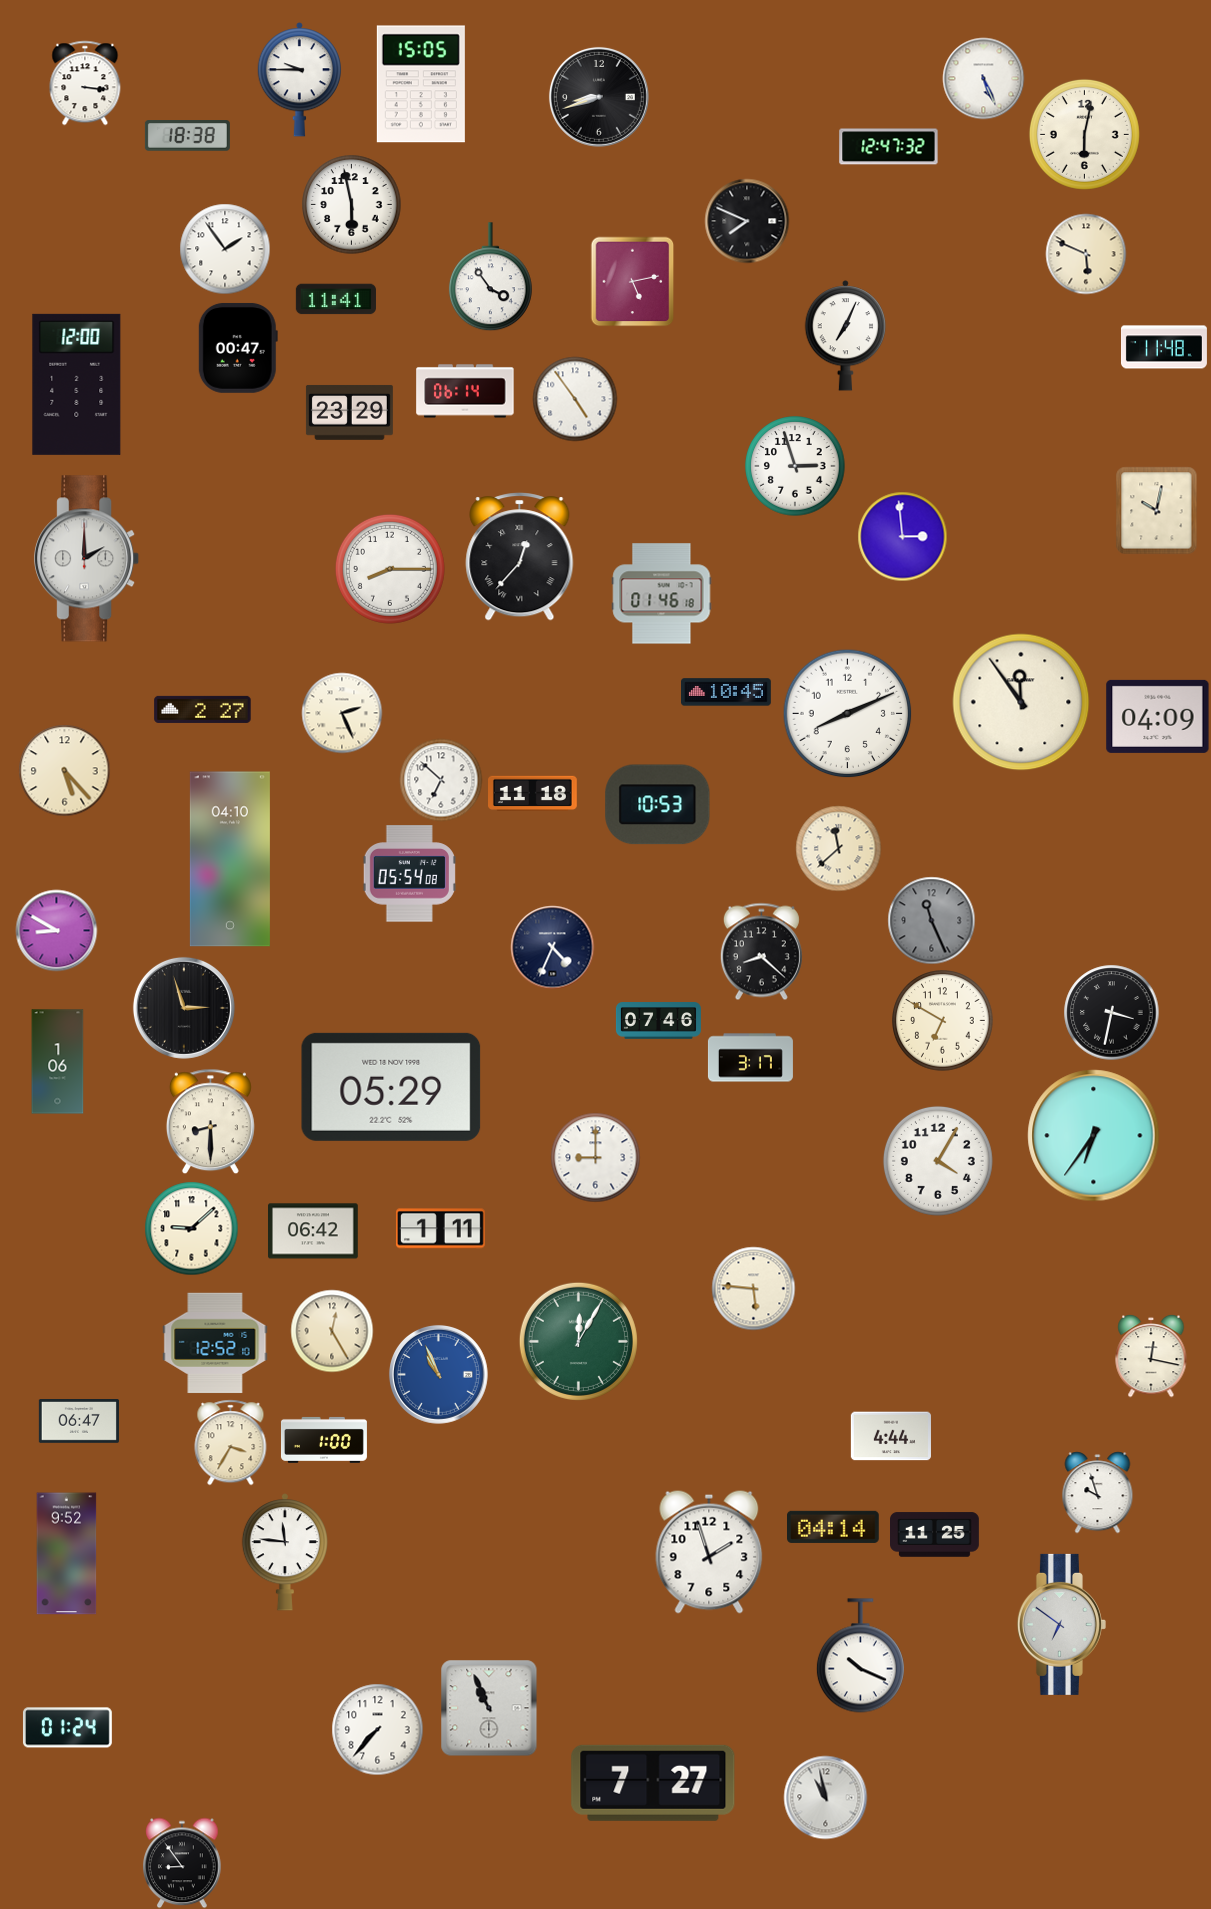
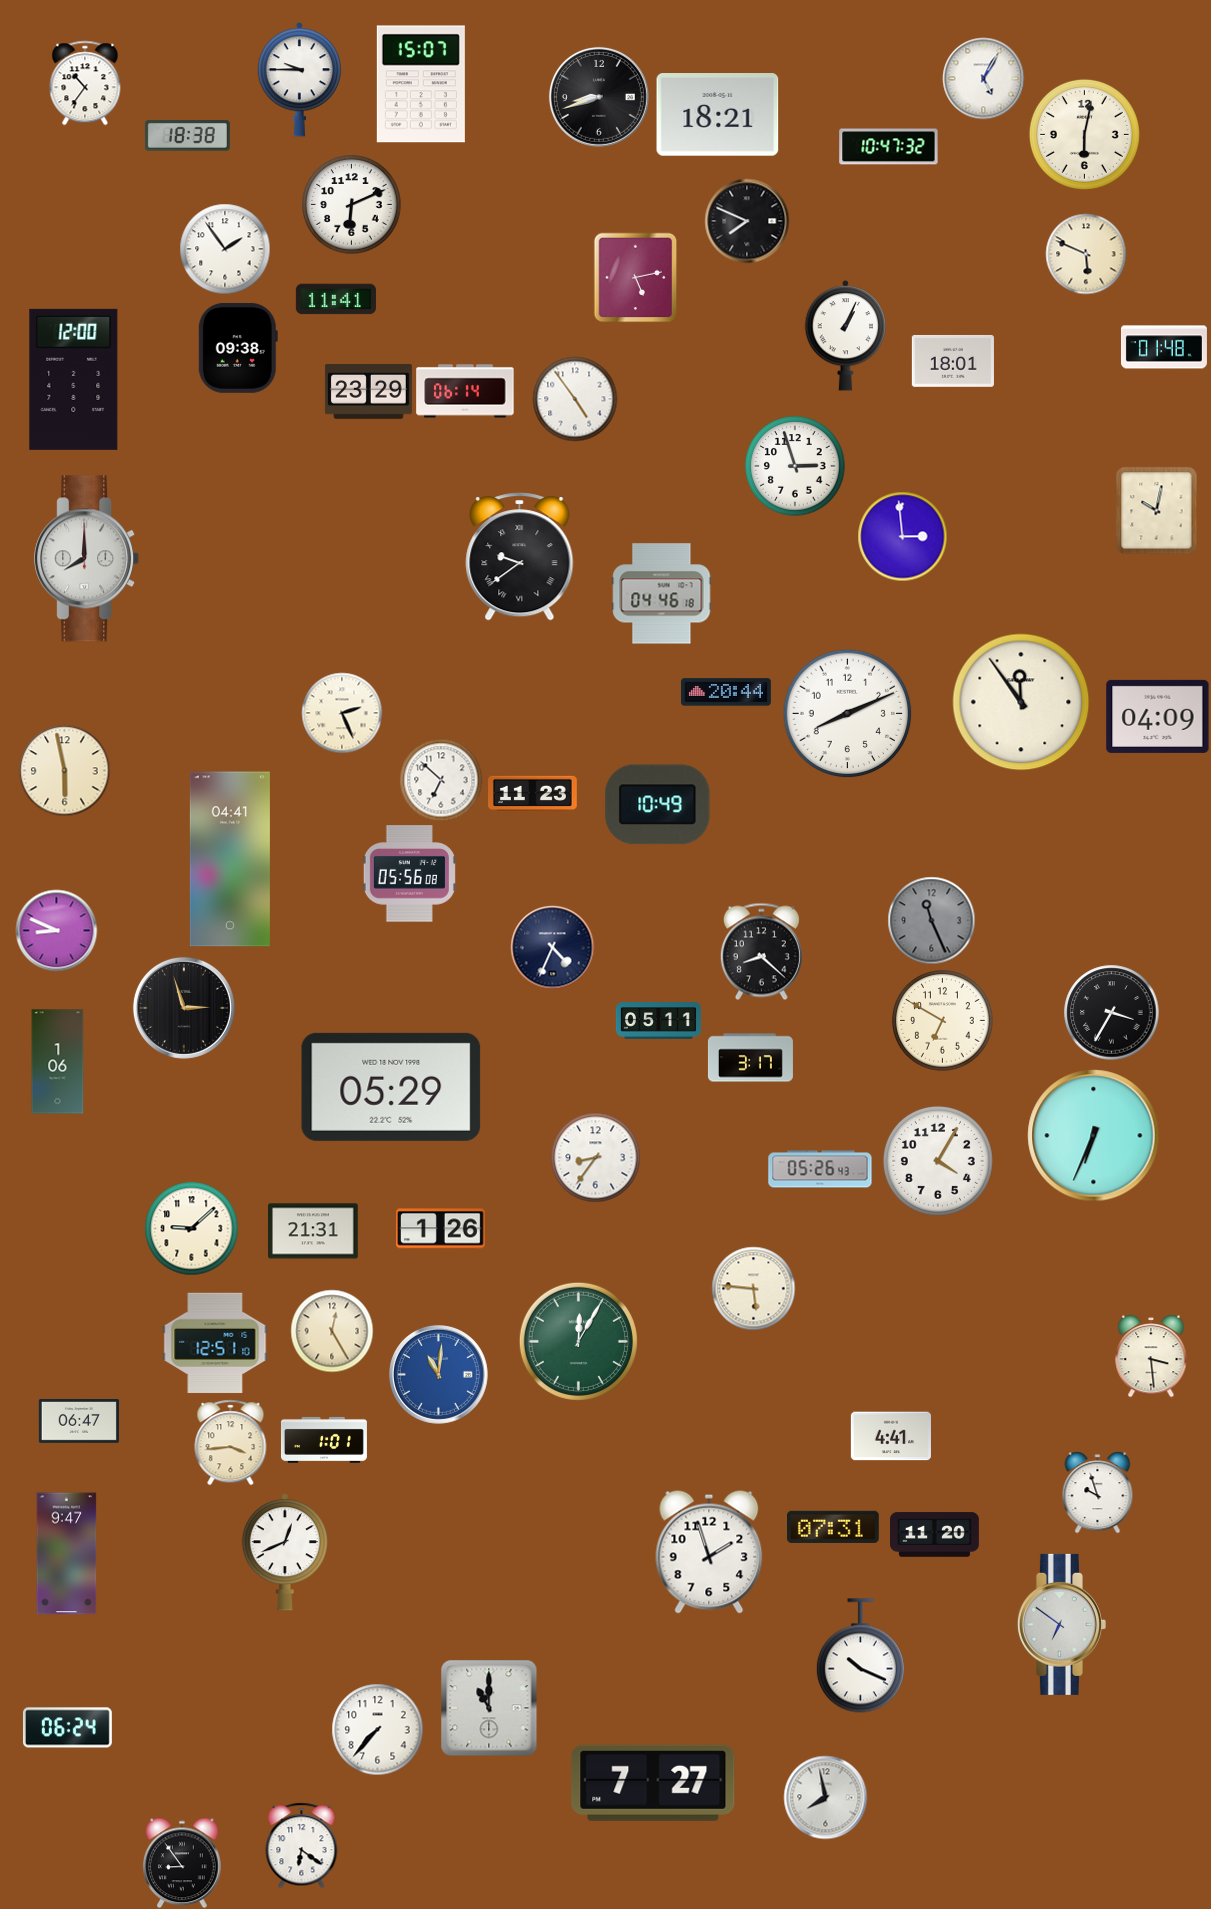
clock at (983, 78): 5:26 -> 5:05
clock at (85, 83): 3:16 -> 10:36
clock at (421, 84): 15:05 -> 15:07
clock at (718, 115): none -> 18:21
clock at (889, 147): 12:47 -> 10:47
clock at (352, 205): 5:58 -> 6:11
clock at (490, 277): 3:54 -> none
clock at (633, 281) position: (633, 281) -> (636, 277)
clock at (846, 336): 7:04 -> 1:04
clock at (1164, 347): 11:48 -> 01:48
clock at (238, 348): 00:47 -> 09:38
clock at (953, 361): none -> 18:01
clock at (77, 384) position: (77, 384) -> (74, 379)
clock at (349, 412) position: (349, 412) -> (368, 391)
clock at (520, 557): 12:37 -> 9:39
clock at (87, 559): 2:00 -> 8:00
clock at (390, 569): 8:15 -> none
clock at (662, 594): 01:46 -> 04:46
clock at (727, 692): 10:45 -> 20:44
clock at (203, 709): 2:27 -> none
clock at (64, 770): 5:23 -> 5:58
clock at (533, 793): 11:18 -> 11:23
clock at (658, 805): 10:53 -> 10:49
clock at (838, 848): 11:38 -> none
clock at (230, 859): 04:10 -> 04:41
clock at (409, 874): 05:54 -> 05:56
clock at (56, 930): 8:50 -> 8:49
clock at (1111, 1012): 3:32 -> 3:35
clock at (658, 1021): 07:46 -> 05:11
clock at (210, 1121): 8:30 -> none
clock at (1094, 1136): 6:36 -> 6:34
clock at (595, 1157): 9:00 -> 8:36
clock at (820, 1169): none -> 05:26
clock at (440, 1229): 1:11 -> 1:26
clock at (314, 1231): 06:42 -> 21:31
clock at (215, 1343): 12:52 -> 12:51
clock at (1151, 1356): 12:17 -> 3:29
clock at (438, 1374): 10:56 -> 11:01
clock at (890, 1436): 4:44 -> 4:41
clock at (324, 1440): 1:00 -> 1:01
clock at (231, 1442): 3:35 -> 3:44
clock at (834, 1527): 04:14 -> 07:31
clock at (935, 1535): 11:25 -> 11:20
clock at (285, 1552): 11:46 -> 12:41
clock at (67, 1554): 9:52 -> 9:47
clock at (489, 1708): 10:56 -> 11:00
clock at (67, 1728): 01:24 -> 06:24
clock at (825, 1797): 10:58 -> 7:58
clock at (302, 1845): none -> 6:21
